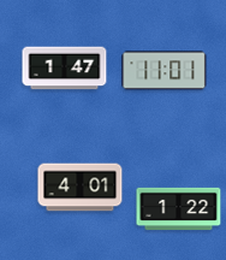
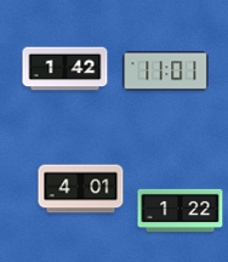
clock at (65, 69): 1:47 -> 1:42
